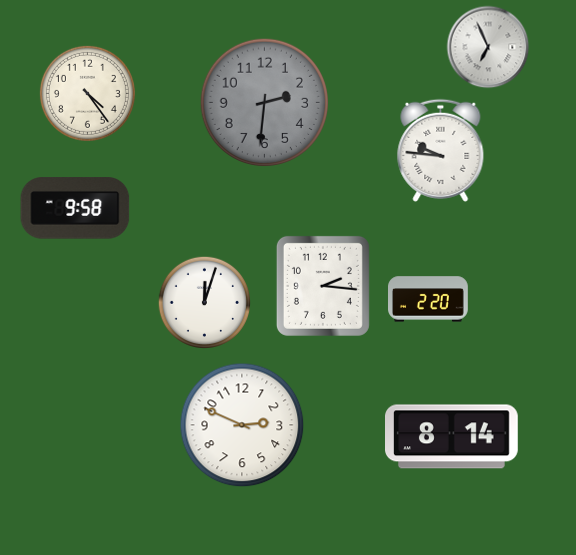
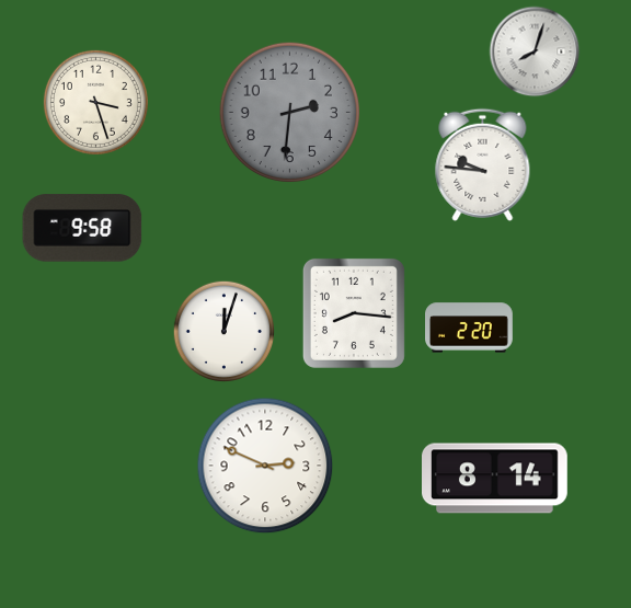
clock at (488, 47): 6:56 -> 8:03
clock at (87, 93): 4:24 -> 3:27
clock at (323, 286): 2:16 -> 8:16
